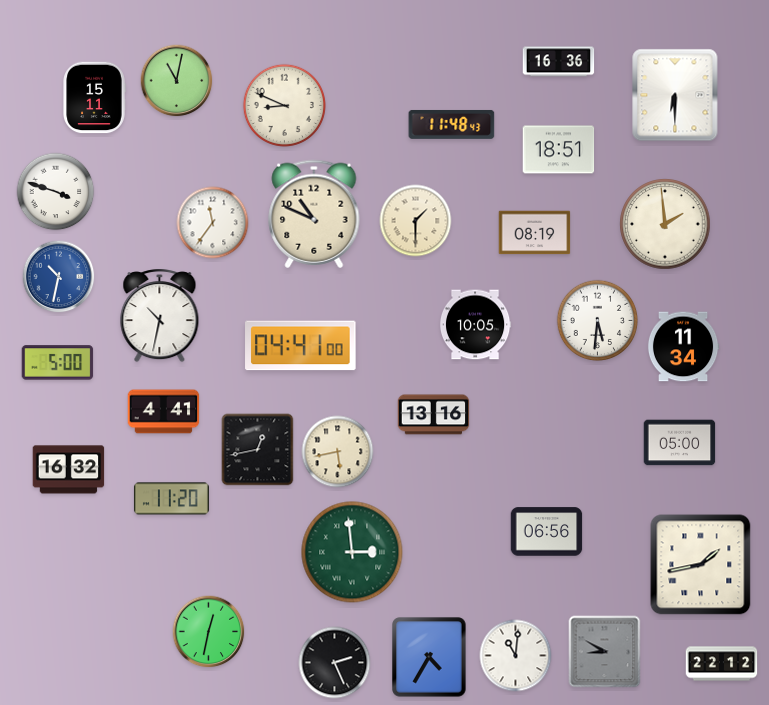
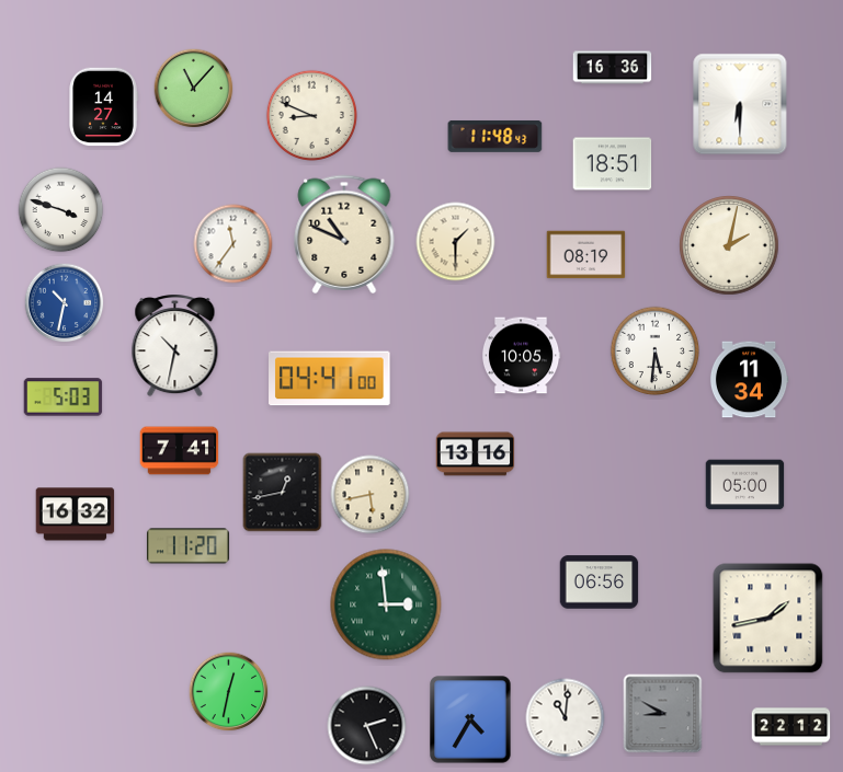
clock at (177, 81): 11:02 -> 11:07
clock at (94, 98): 15:11 -> 14:27
clock at (665, 224): 1:59 -> 2:02
clock at (58, 363): 5:00 -> 5:03
clock at (164, 412): 4:41 -> 7:41
